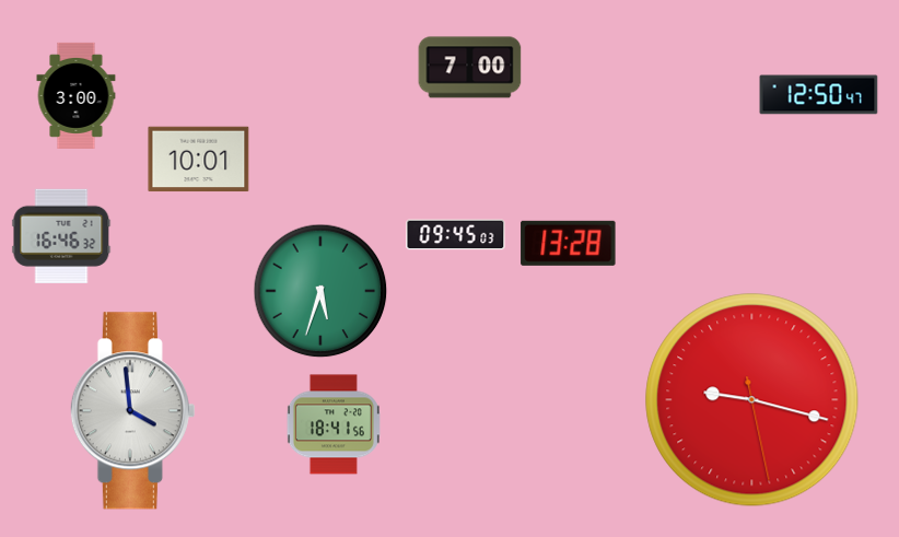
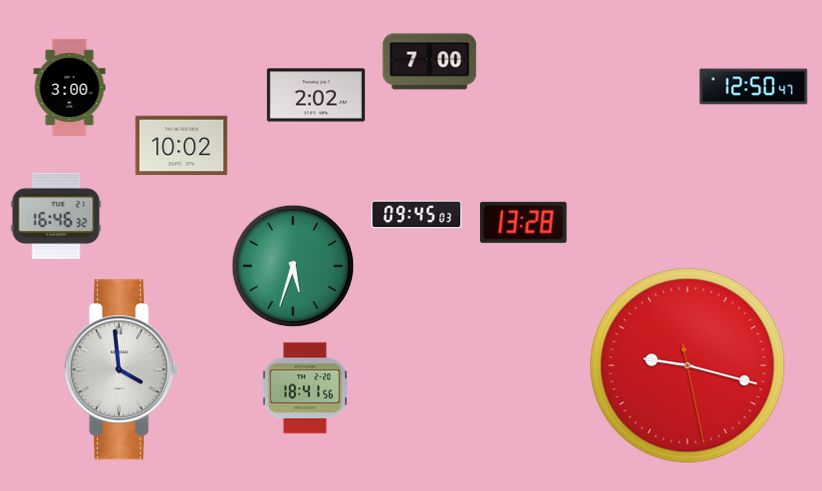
clock at (819, 95) position: (819, 95) -> (754, 87)
clock at (316, 95): none -> 2:02
clock at (199, 160): 10:01 -> 10:02
clock at (569, 243) position: (569, 243) -> (524, 222)
clock at (132, 411) position: (132, 411) -> (121, 370)
